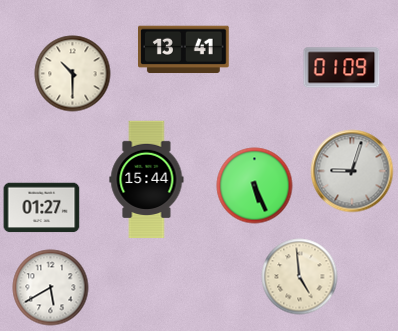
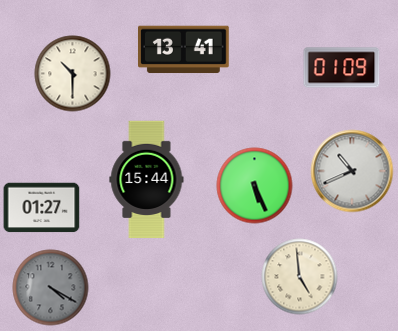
clock at (352, 171): 9:03 -> 10:41
clock at (51, 288): 5:40 -> 4:20
clock at (51, 288) dial: white -> grey
